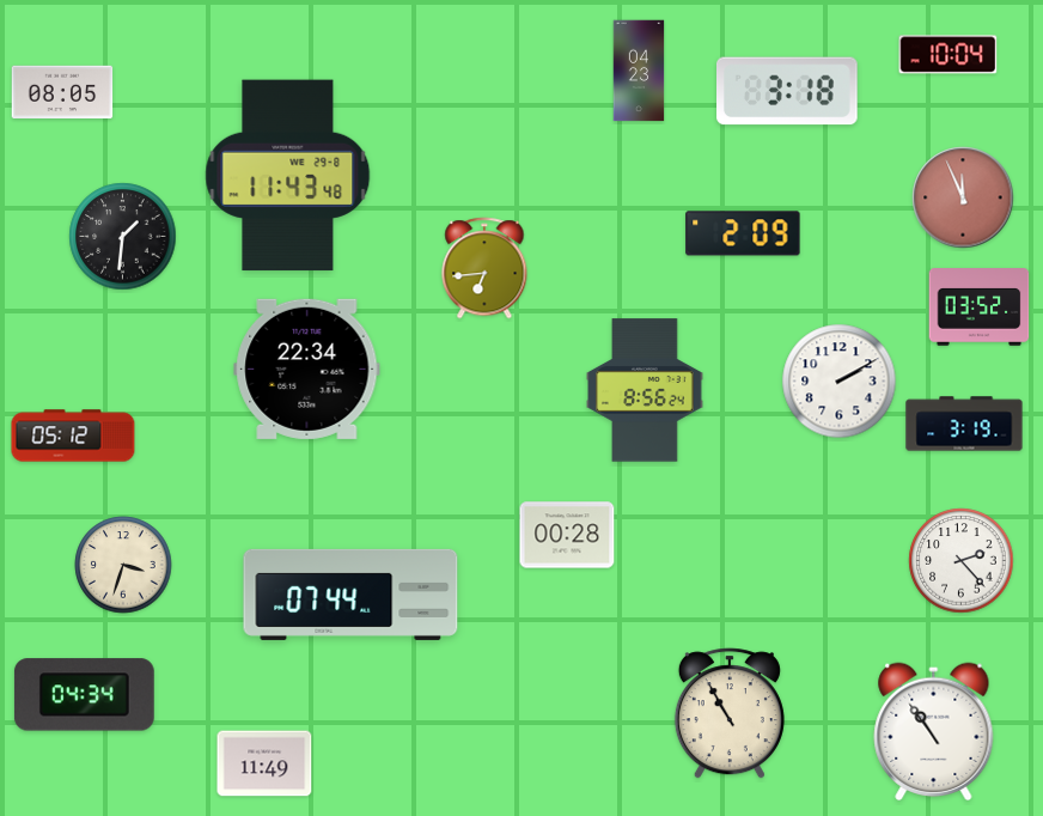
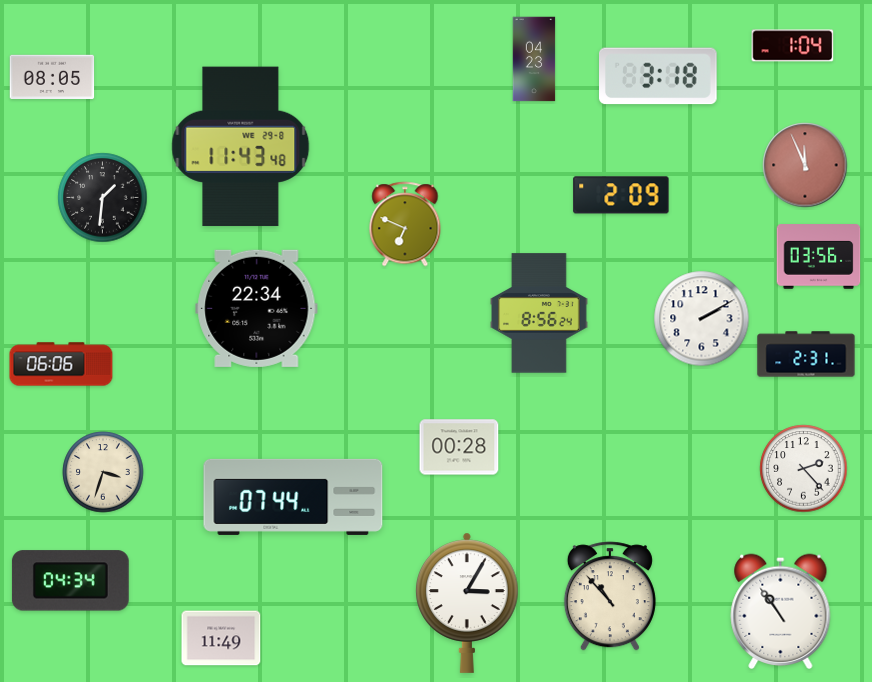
clock at (949, 55): 10:04 -> 1:04
clock at (484, 268): 6:44 -> 6:49
clock at (980, 307): 03:52 -> 03:56
clock at (645, 390) position: (645, 390) -> (539, 313)
clock at (964, 424): 3:19 -> 2:31
clock at (73, 436): 05:12 -> 06:06
clock at (567, 535) position: (567, 535) -> (459, 447)
clock at (730, 713): 10:55 -> 10:53
clock at (468, 603): none -> 3:05
